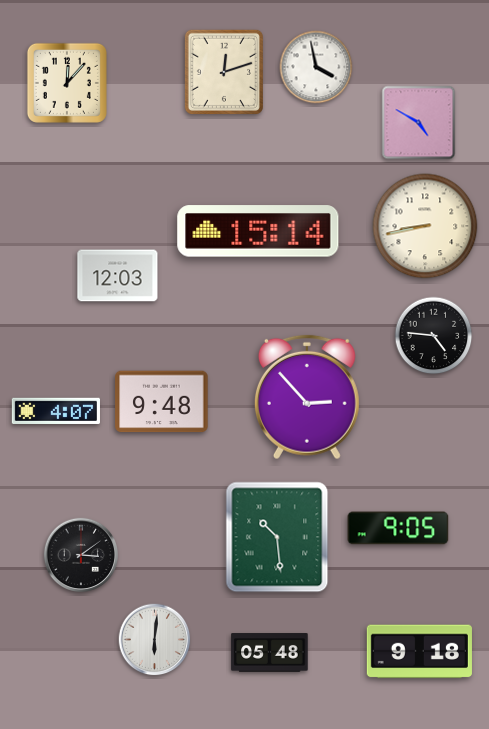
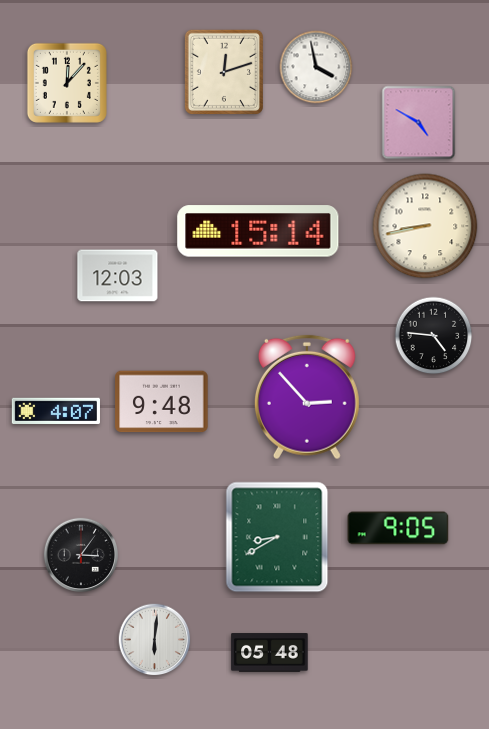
clock at (277, 537): 10:29 -> 8:40
clock at (80, 554): 3:09 -> 3:06
clock at (419, 652): 9:18 -> none
